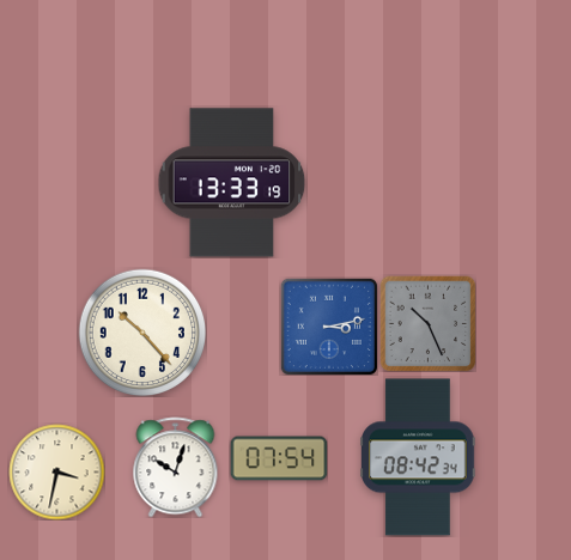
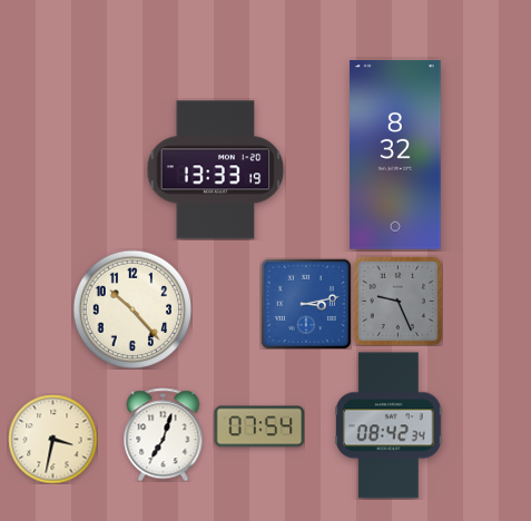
clock at (396, 156): none -> 8:32
clock at (427, 323): 10:26 -> 9:26
clock at (176, 467): 10:03 -> 7:03
